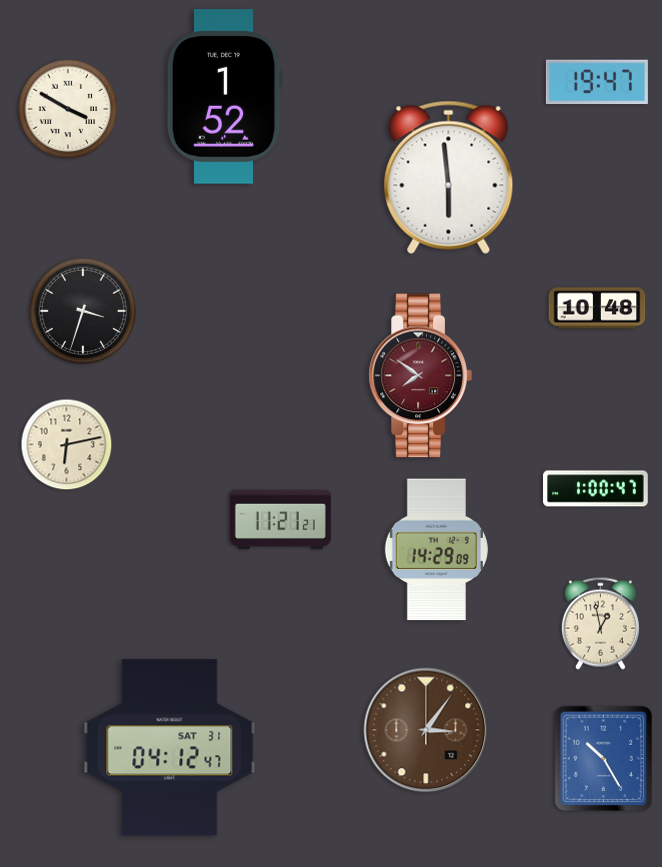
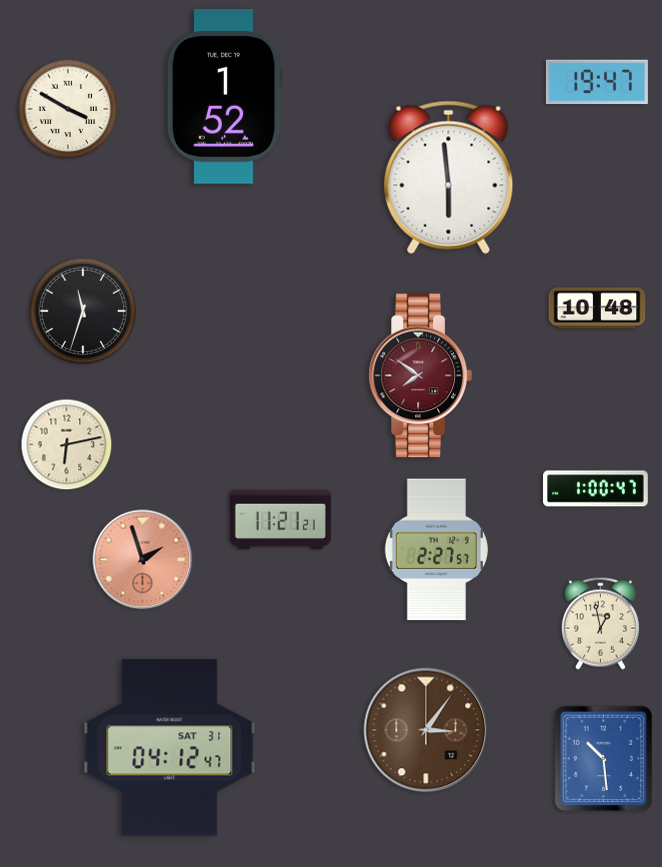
clock at (82, 310): 3:33 -> 11:33
clock at (436, 550): 14:29 -> 2:27
clock at (143, 560): none -> 1:57
clock at (604, 759): 10:25 -> 10:29
